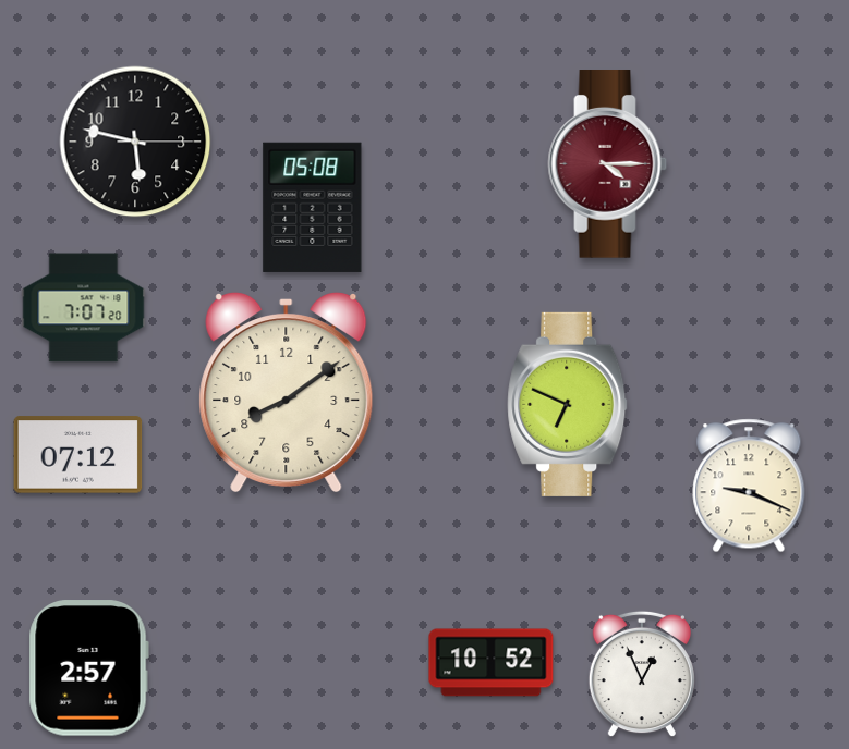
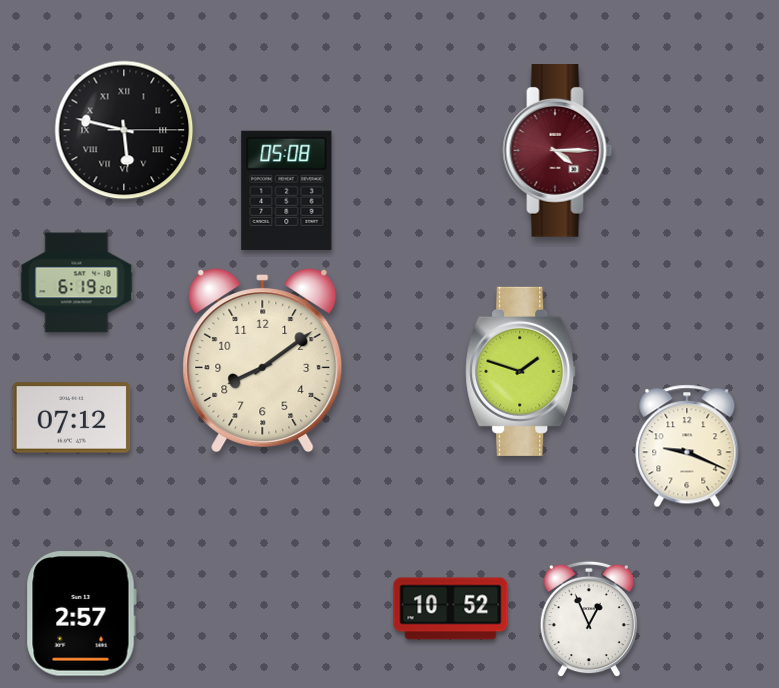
clock at (135, 142) numerals: Arabic -> Roman
clock at (84, 308): 7:07 -> 6:19
clock at (568, 404): 6:49 -> 1:48
